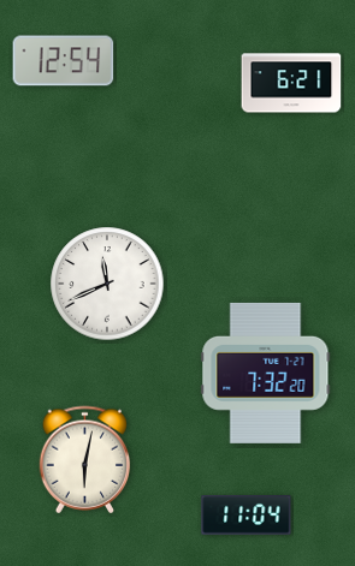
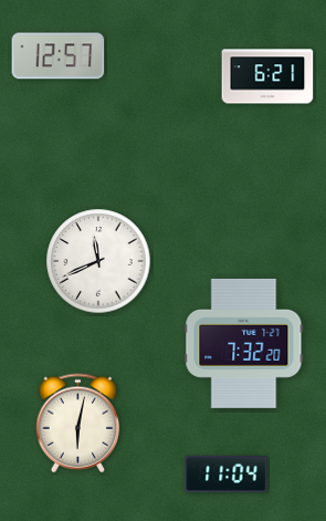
clock at (64, 61): 12:54 -> 12:57
